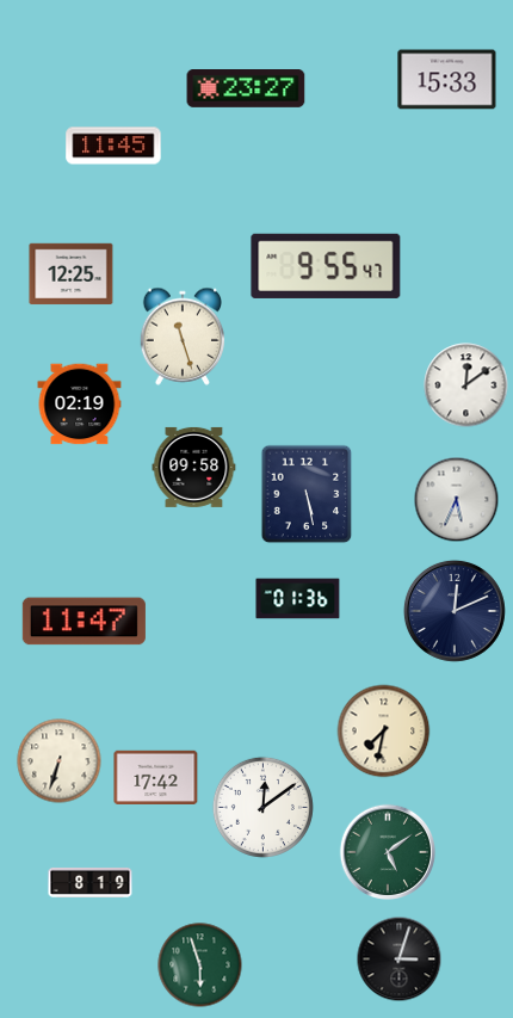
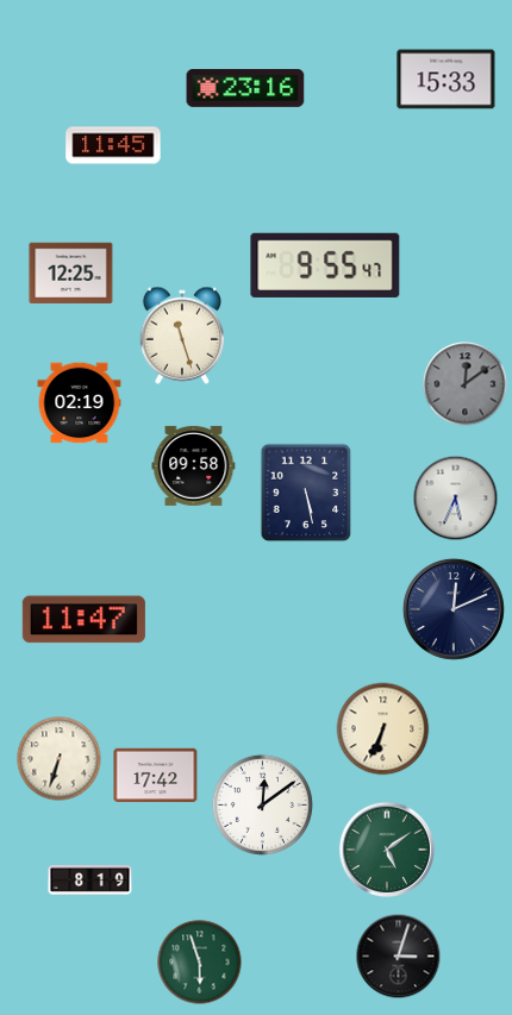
clock at (246, 90): 23:27 -> 23:16
clock at (466, 385) dial: white -> grey
clock at (298, 599): 01:36 -> none
clock at (384, 732): 7:32 -> 6:34
